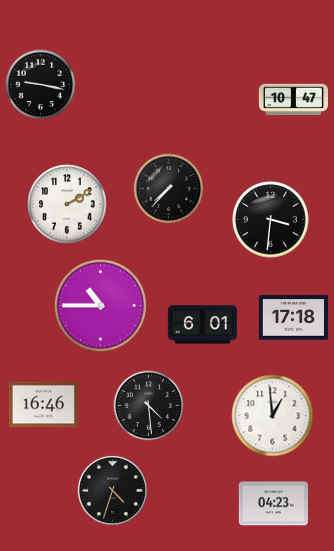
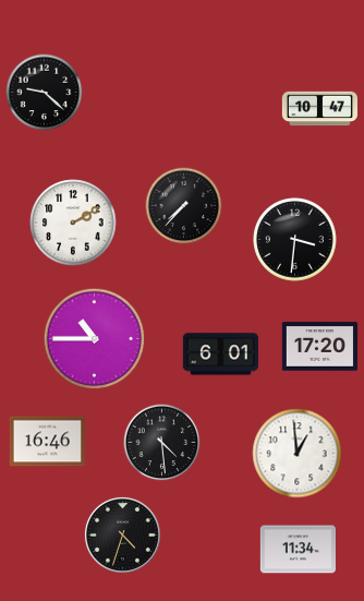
clock at (41, 85): 9:17 -> 9:22
clock at (101, 306) position: (101, 306) -> (95, 339)
clock at (293, 318): 17:18 -> 17:20
clock at (273, 504): 04:23 -> 11:34
